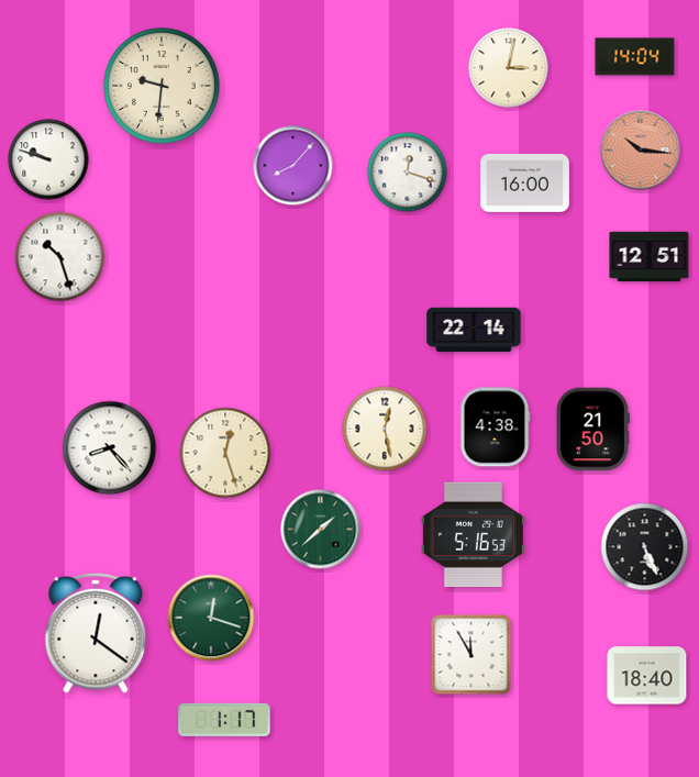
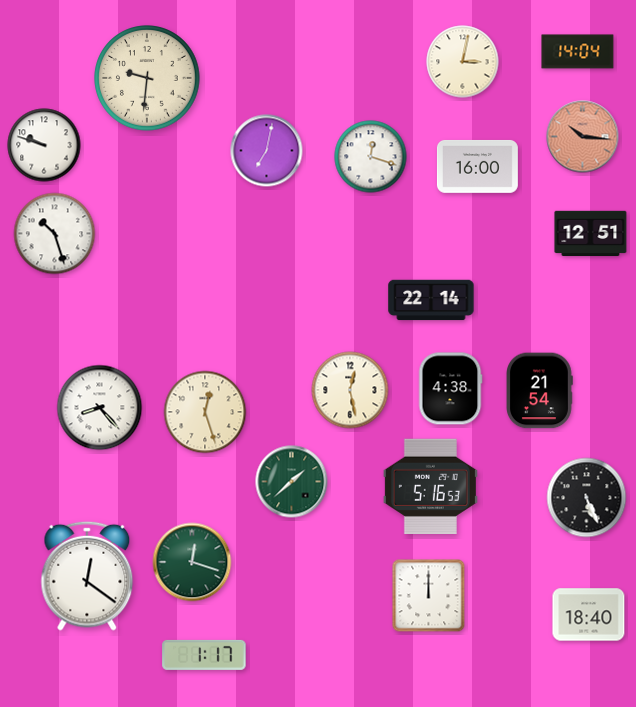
clock at (293, 166): 8:07 -> 7:02
clock at (593, 430): 21:50 -> 21:54
clock at (471, 655): 11:55 -> 12:00
